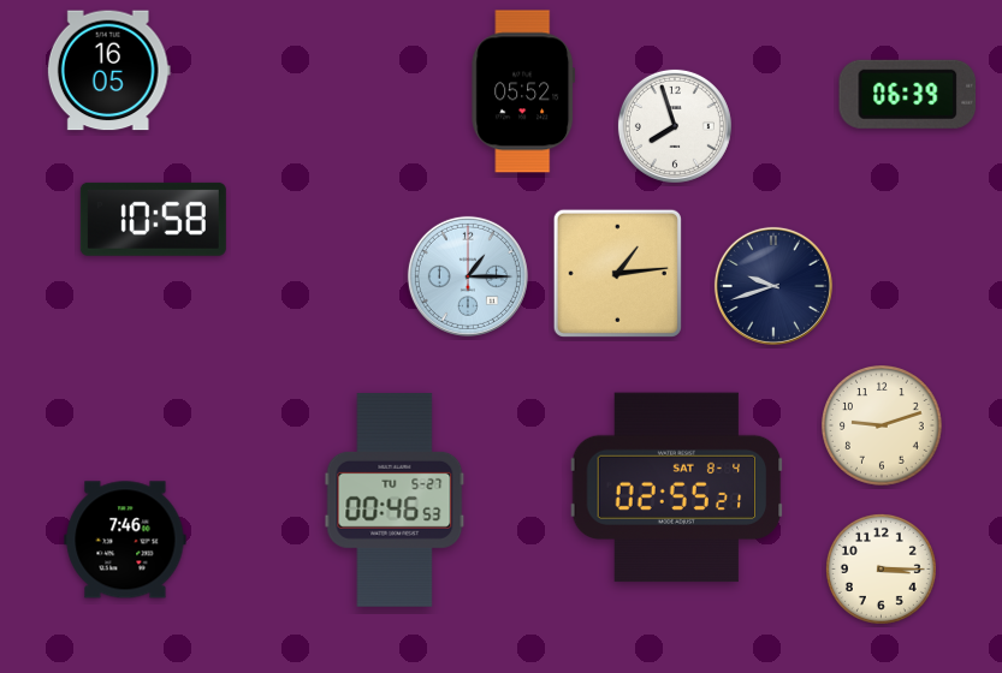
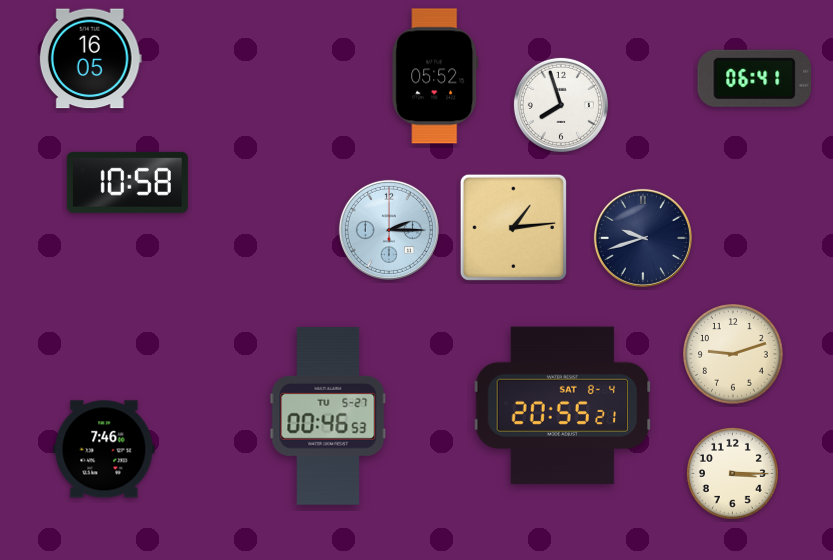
clock at (908, 94): 06:39 -> 06:41
clock at (468, 276): 1:15 -> 2:15
clock at (677, 488): 02:55 -> 20:55
